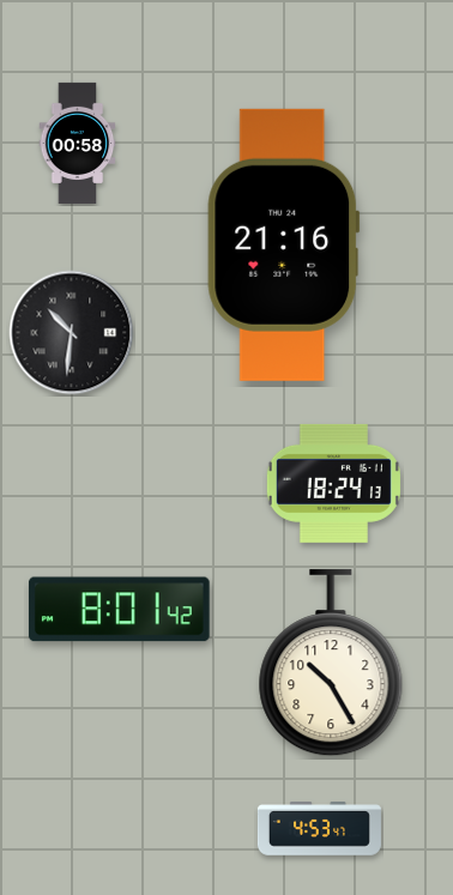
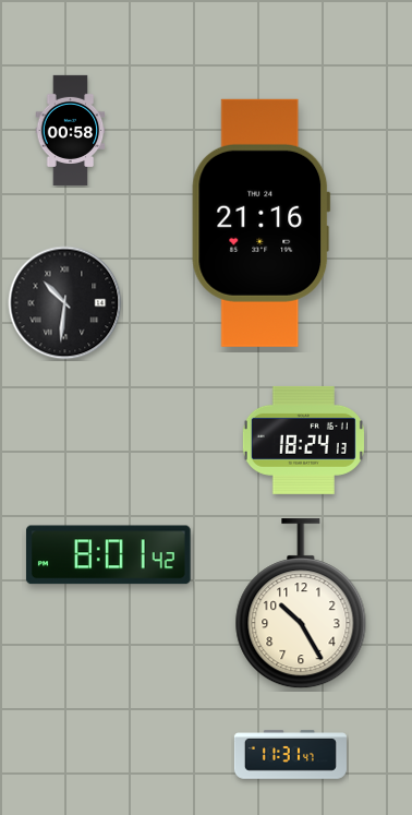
clock at (284, 244) position: (284, 244) -> (262, 223)
clock at (319, 829): 4:53 -> 11:31
